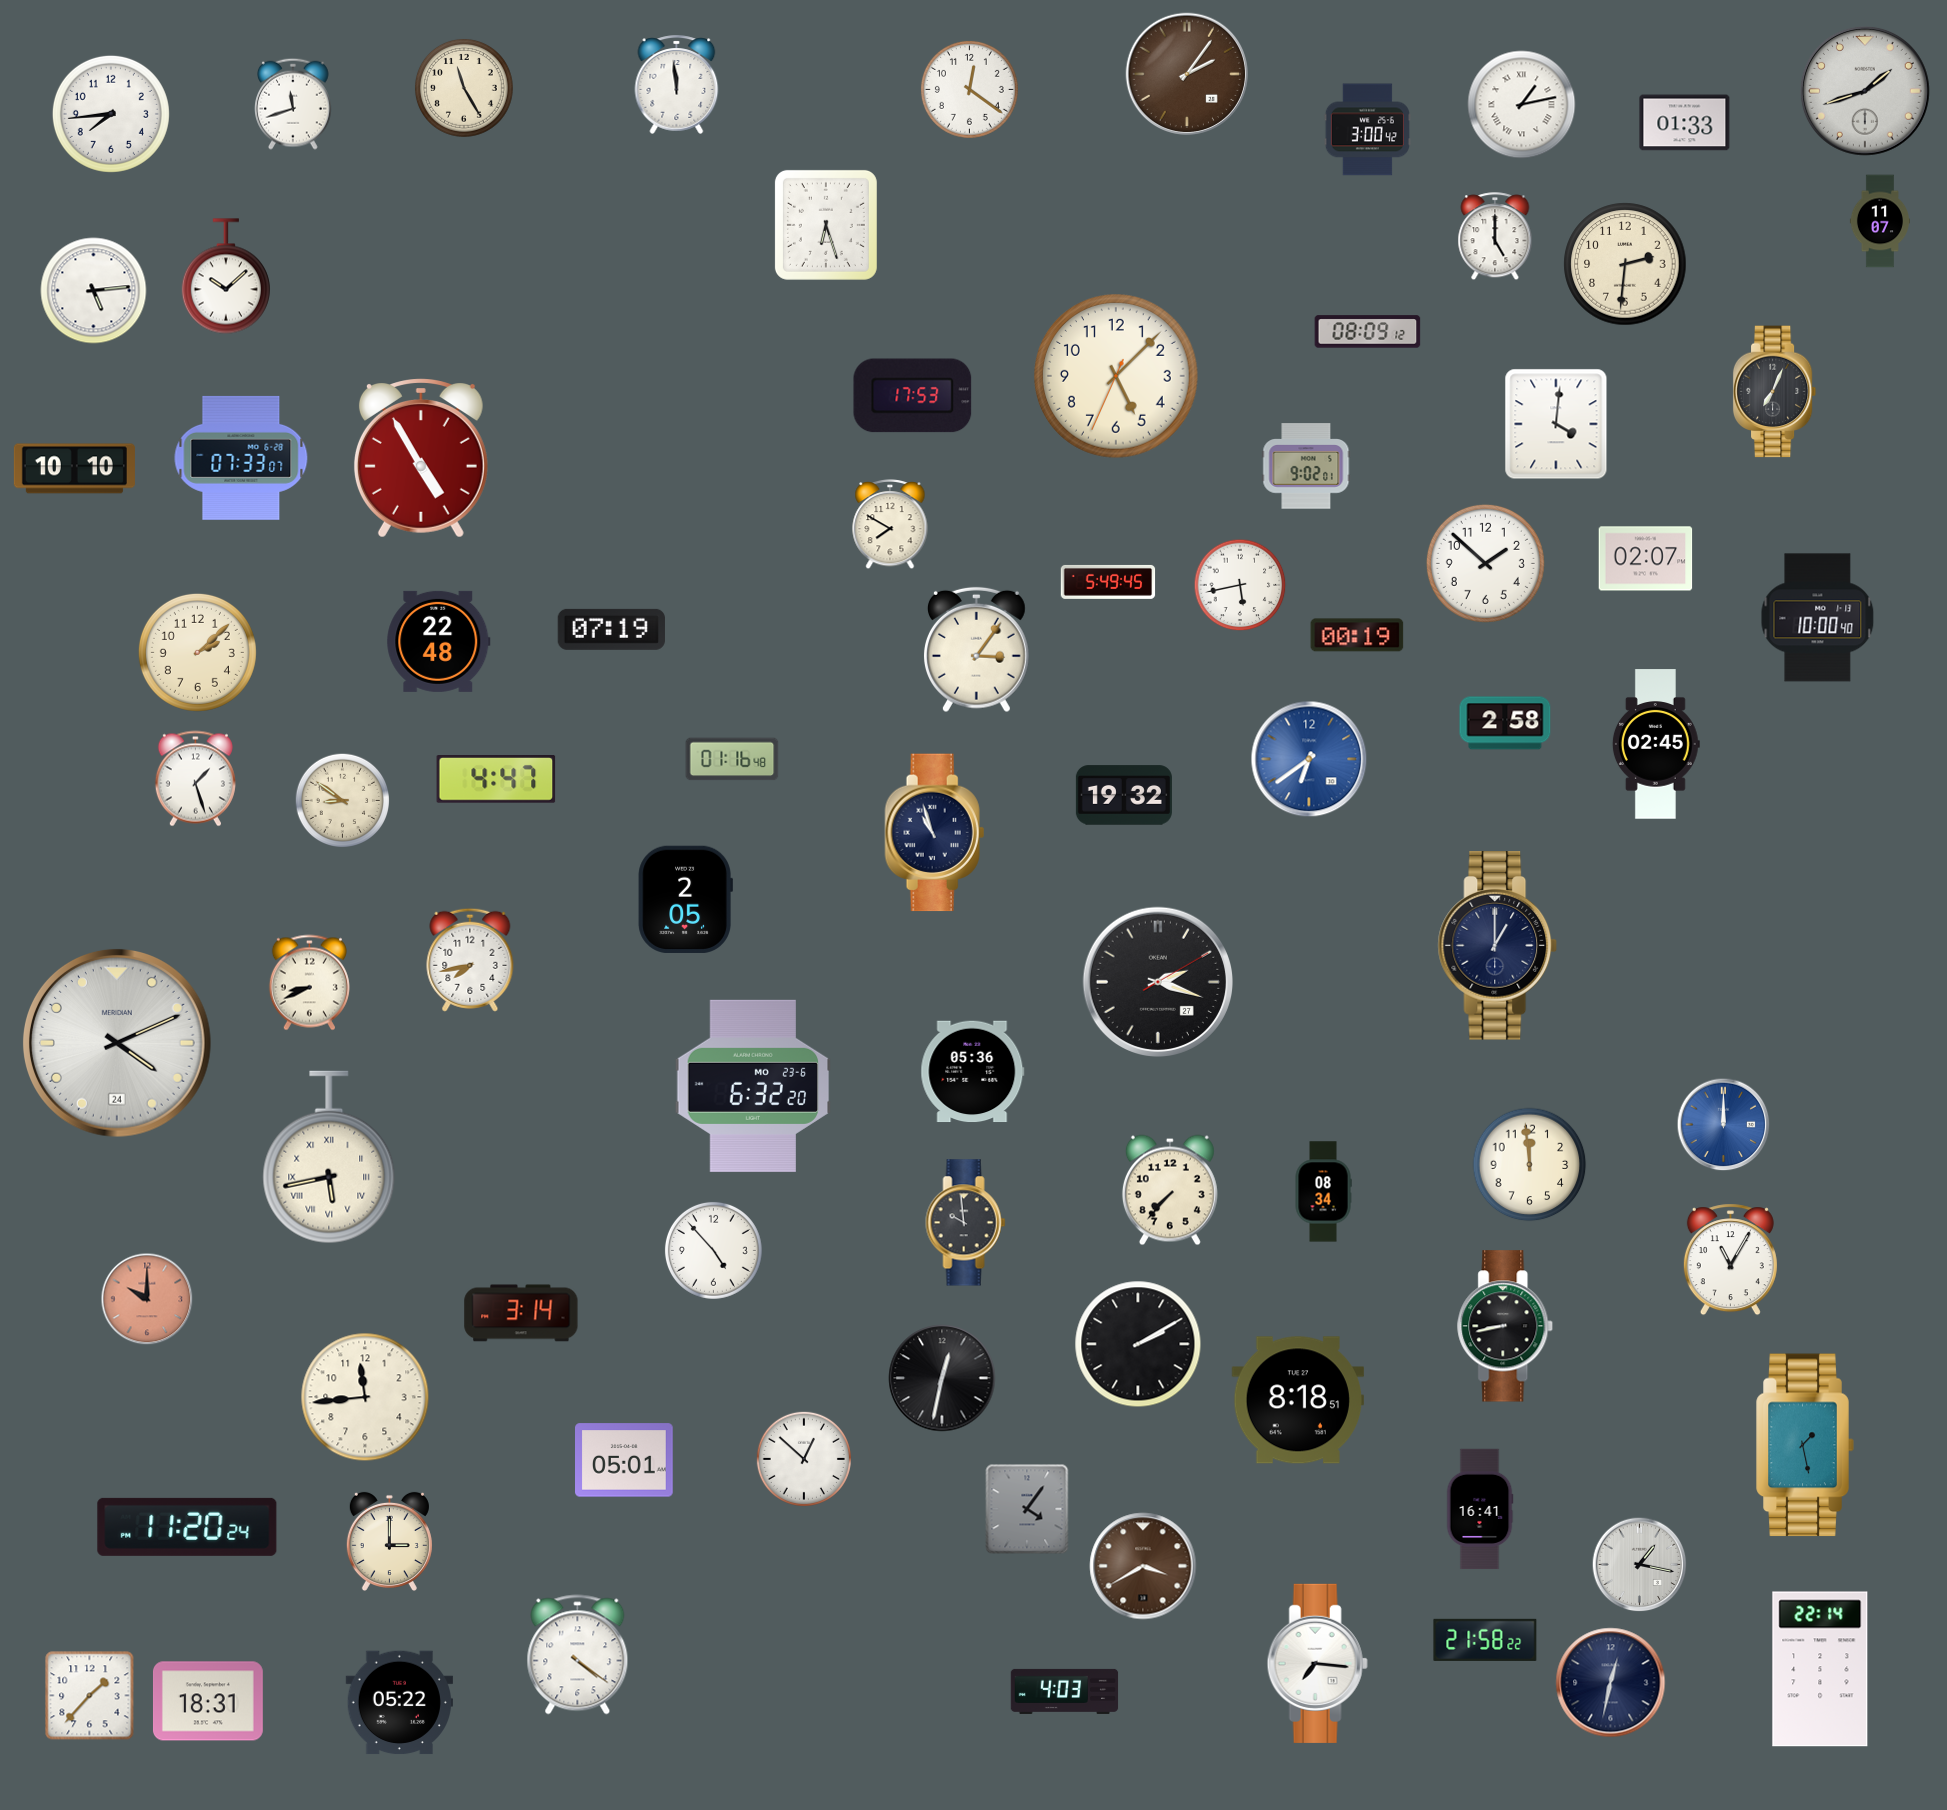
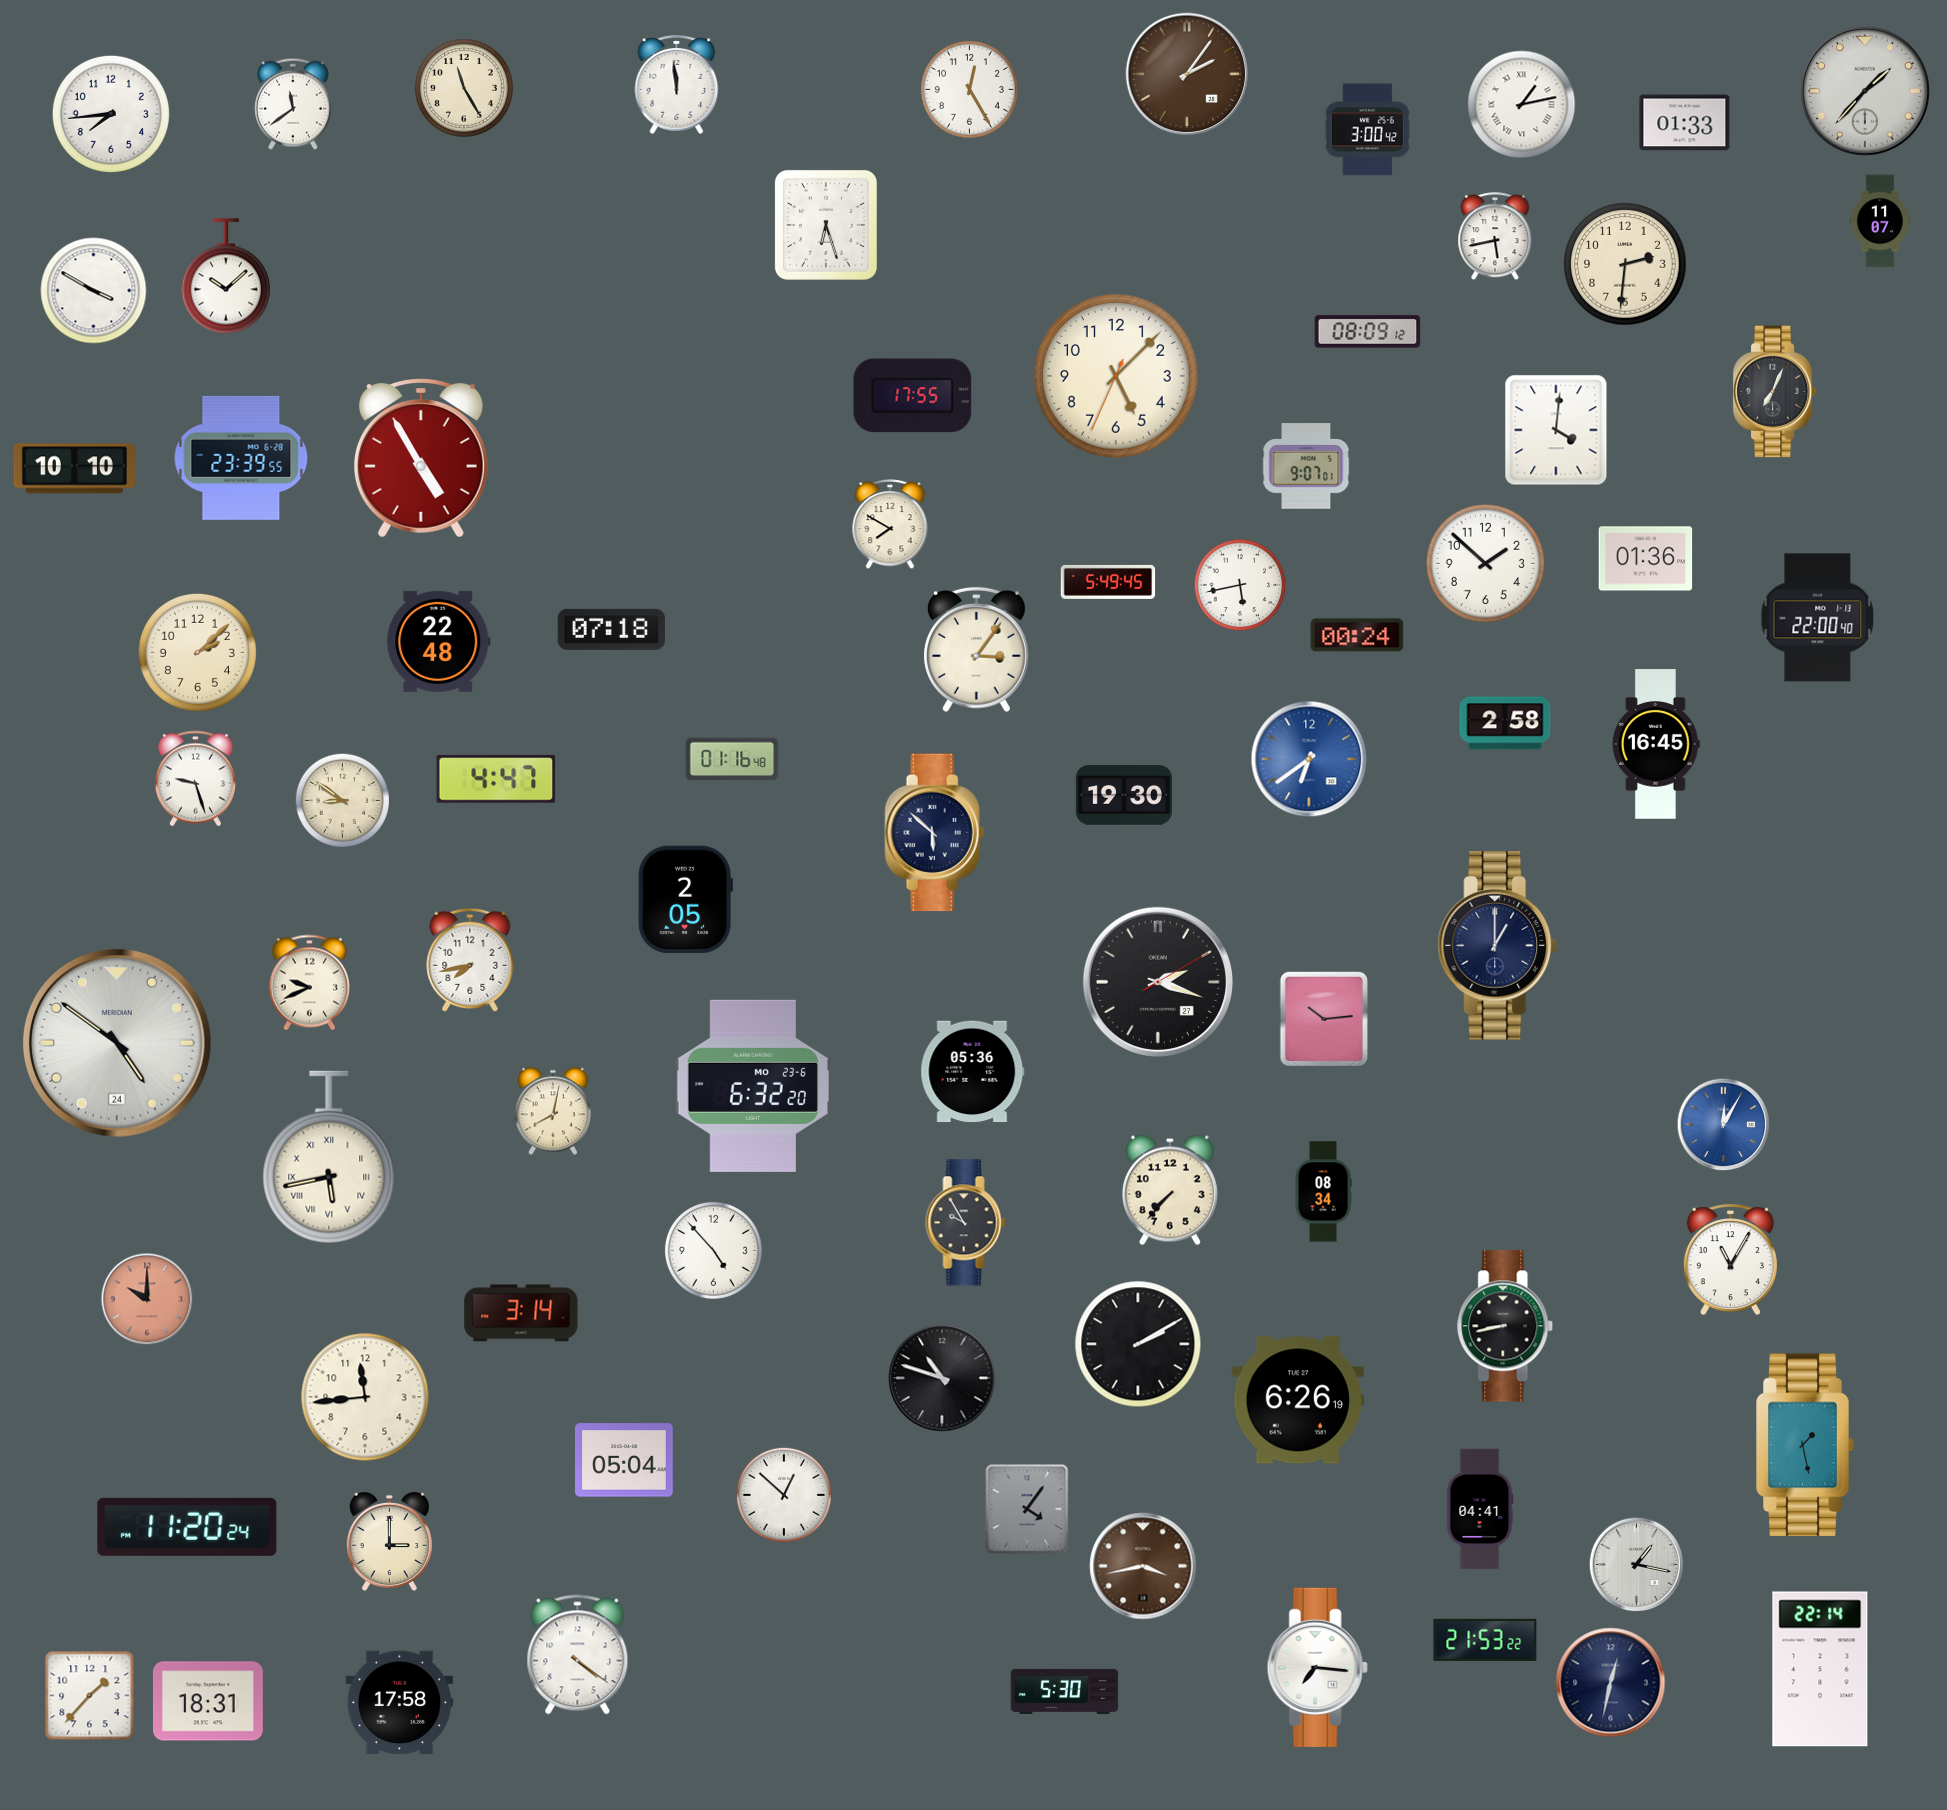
clock at (969, 89): 12:21 -> 12:25
clock at (1865, 91): 1:42 -> 1:37
clock at (294, 104): 11:42 -> 11:39
clock at (1495, 237): 5:00 -> 5:43
clock at (94, 291): 5:14 -> 3:50
clock at (913, 396): 17:53 -> 17:55
clock at (1556, 424) position: (1556, 424) -> (1556, 430)
clock at (241, 458): 07:33 -> 23:39
clock at (1306, 466): 9:02 -> 9:07
clock at (1646, 559): 02:07 -> 01:36
clock at (1818, 618): 10:00 -> 22:00
clock at (611, 629): 07:19 -> 07:18
clock at (1357, 635): 00:19 -> 00:24
clock at (1656, 744): 02:45 -> 16:45
clock at (195, 779): 1:27 -> 9:27
clock at (1124, 795): 19:32 -> 19:30
clock at (935, 833): 10:57 -> 5:52
clock at (309, 983): 8:41 -> 9:41
clock at (1323, 1019): none -> 10:14
clock at (118, 1044): 4:11 -> 4:51
clock at (553, 1111): none -> 8:02
clock at (1724, 1125): 12:00 -> 12:05
clock at (1530, 1165): 11:59 -> none
clock at (966, 1223): 9:59 -> 9:55
clock at (942, 1378): 12:32 -> 10:48
clock at (1297, 1400): 8:18 -> 6:26
clock at (804, 1459) position: (804, 1459) -> (784, 1495)
clock at (625, 1460): 05:01 -> 05:04
clock at (1480, 1509): 16:41 -> 04:41
clock at (1640, 1565) position: (1640, 1565) -> (1637, 1565)
clock at (1143, 1566): 3:40 -> 3:43
clock at (1485, 1640): 21:58 -> 21:53
clock at (1317, 1663) position: (1317, 1663) -> (1317, 1667)
clock at (1065, 1691): 4:03 -> 5:30
clock at (399, 1703): 05:22 -> 17:58
